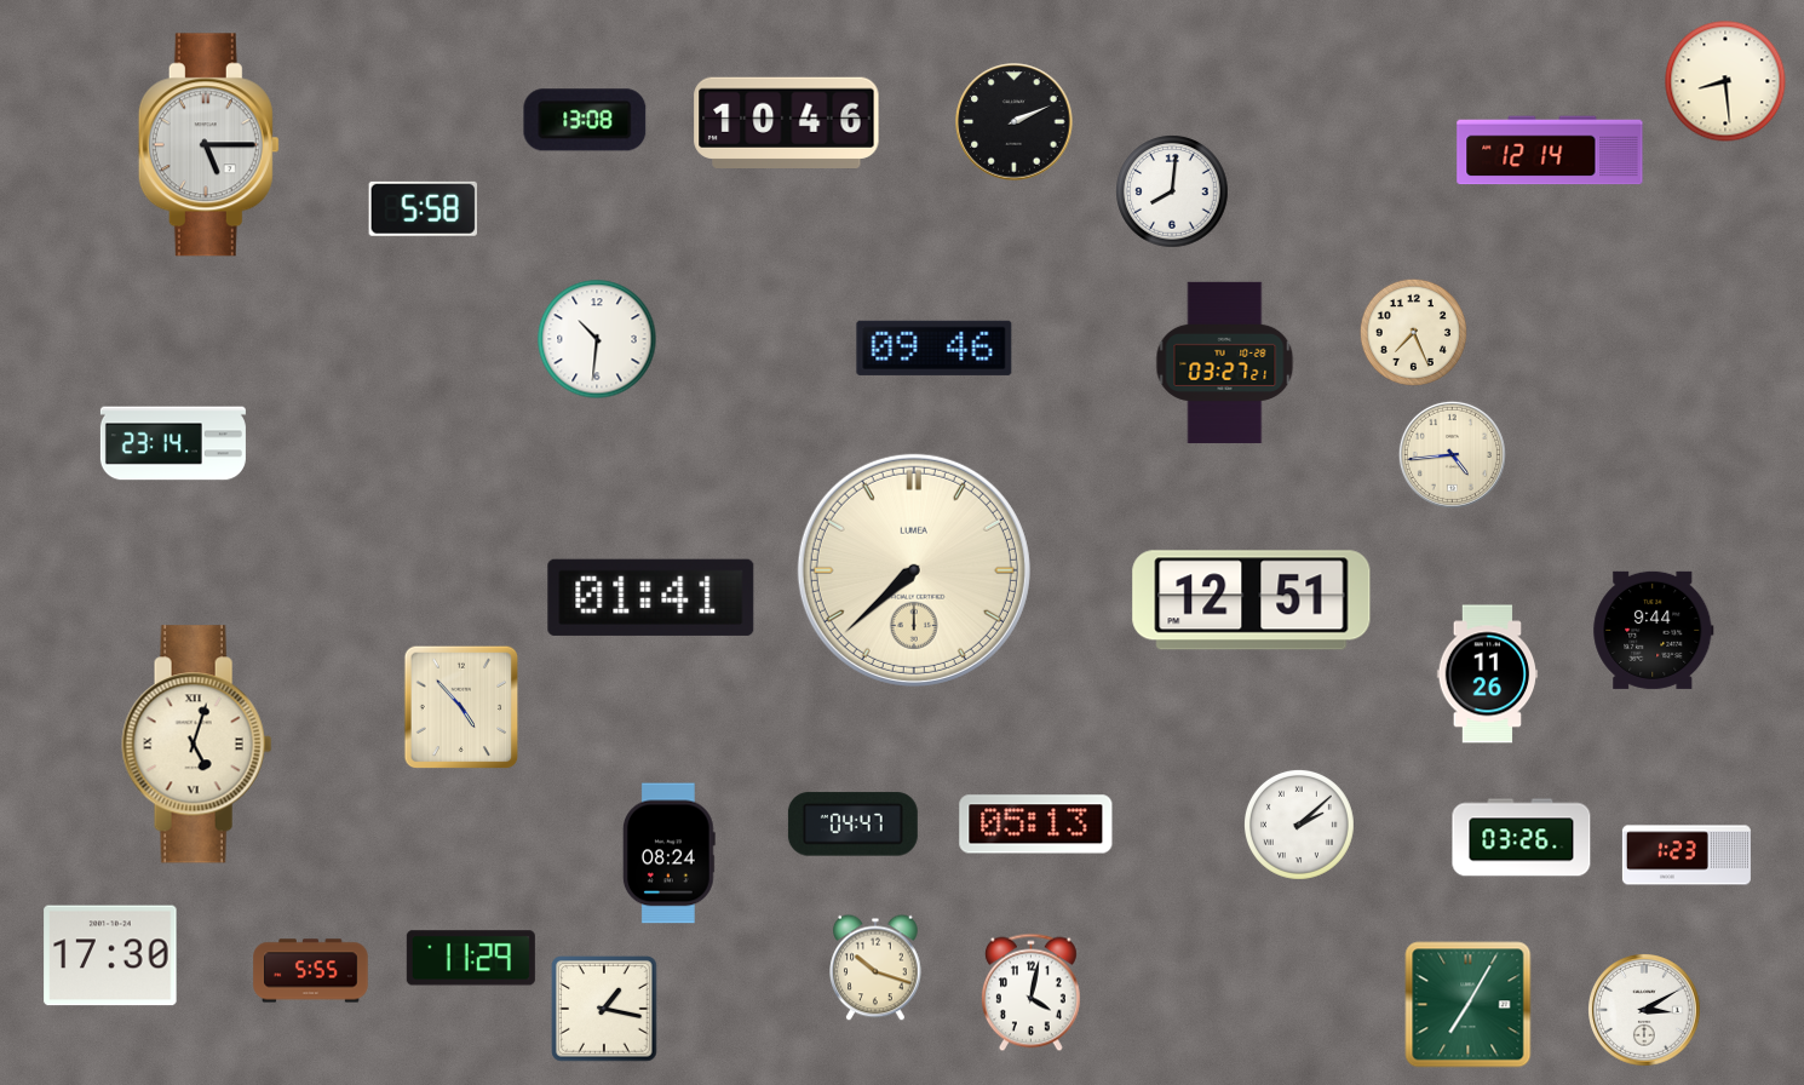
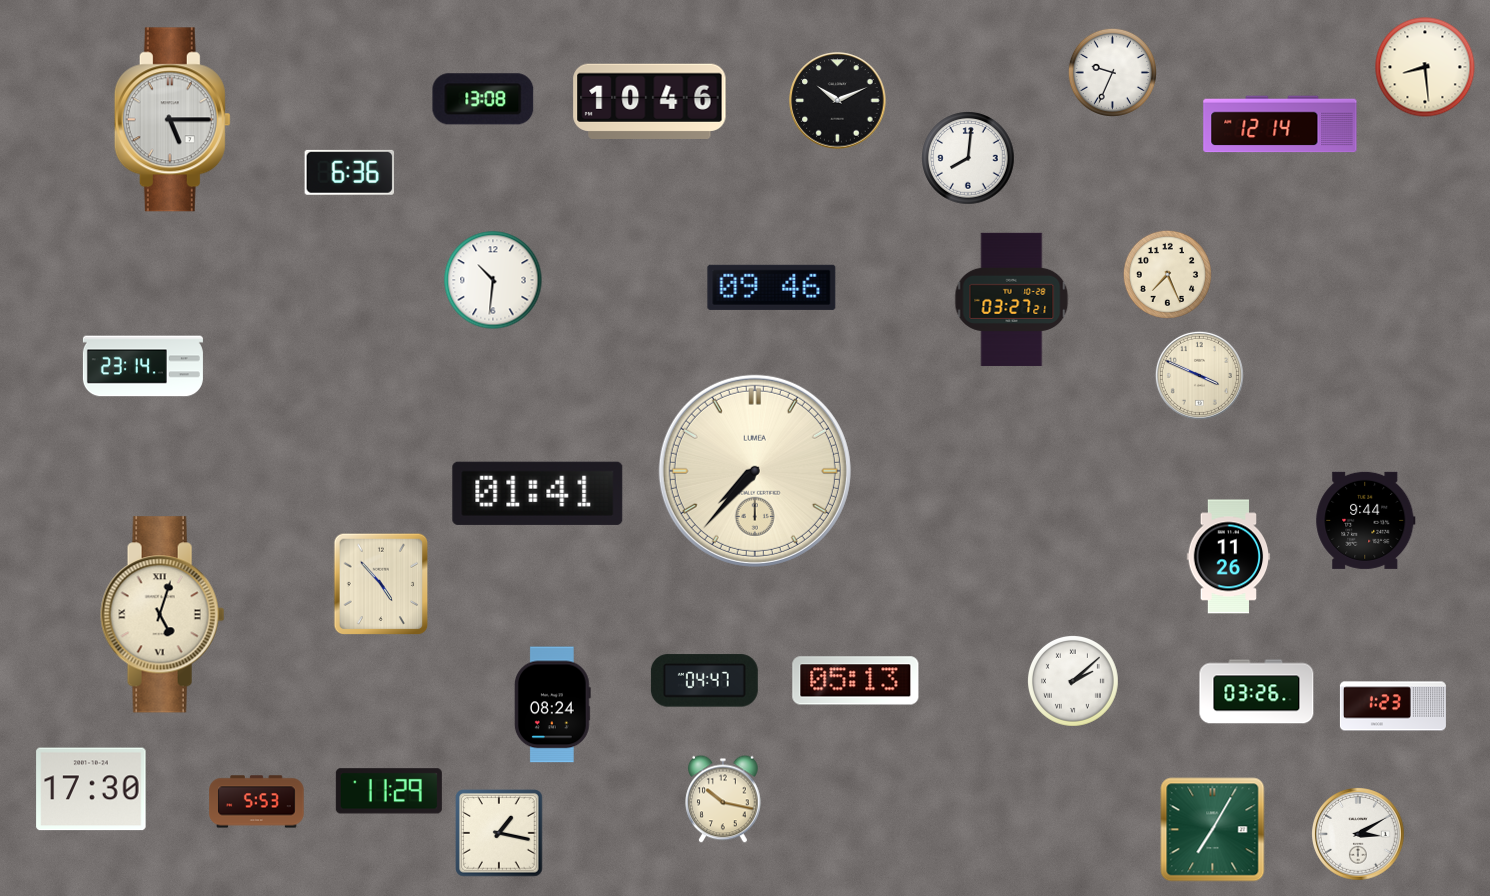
clock at (1112, 72): none -> 9:34
clock at (1015, 122): 2:11 -> 10:11
clock at (423, 208): 5:58 -> 6:36
clock at (1452, 454): 4:44 -> 3:49
clock at (914, 570): 7:38 -> 7:37
clock at (1252, 601): 12:51 -> none
clock at (875, 968): 10:18 -> 10:17
clock at (311, 971): 5:55 -> 5:53
clock at (1030, 993): 4:02 -> none
